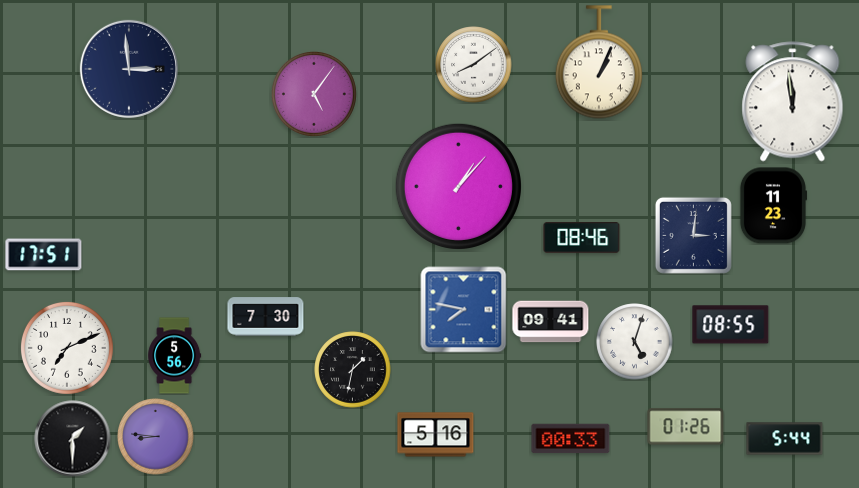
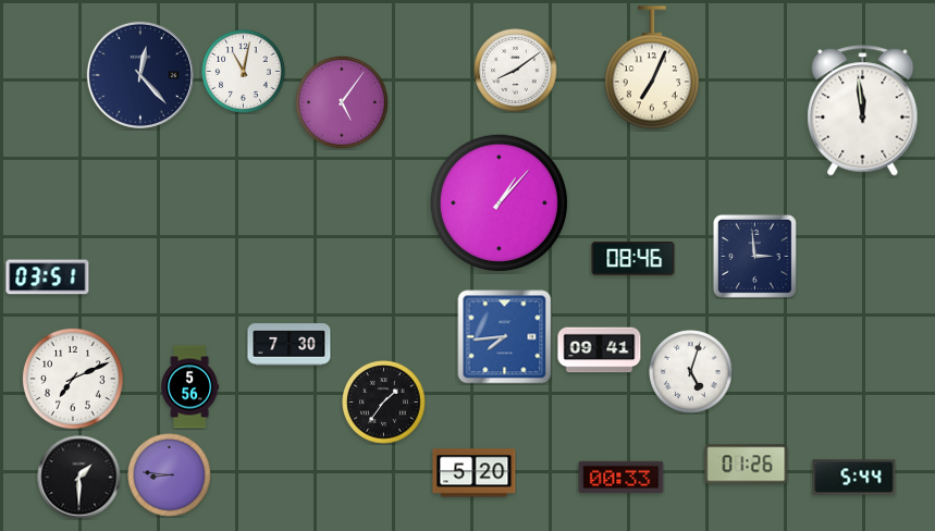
clock at (599, 62): 1:04 -> 7:04
clock at (244, 72): none -> 11:02
clock at (129, 69): 2:59 -> 12:23
clock at (773, 206): 11:23 -> none
clock at (693, 235): 3:01 -> 2:59
clock at (44, 255): 17:51 -> 03:51
clock at (464, 310): 7:47 -> 7:44
clock at (731, 325): 08:55 -> none
clock at (353, 370): 1:32 -> 1:36
clock at (436, 435): 5:16 -> 5:20
